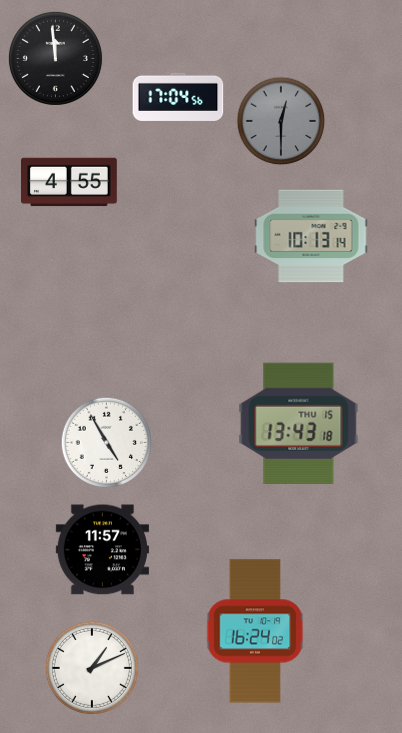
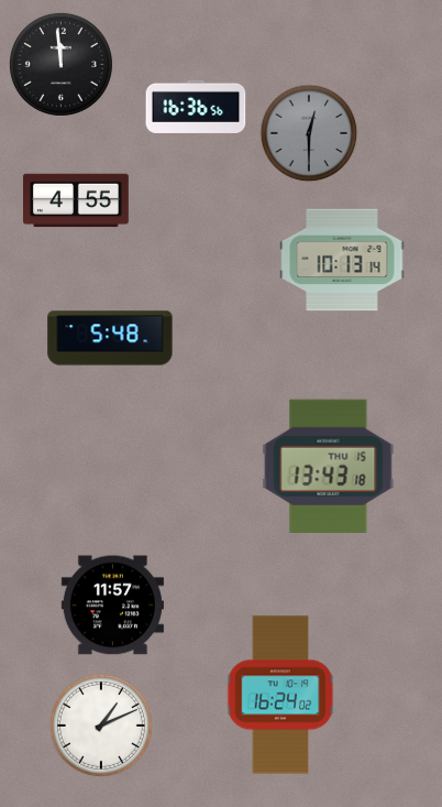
clock at (178, 97): 17:04 -> 16:36
clock at (110, 338): none -> 5:48
clock at (107, 443): 4:55 -> none
clock at (92, 668) position: (92, 668) -> (101, 726)
